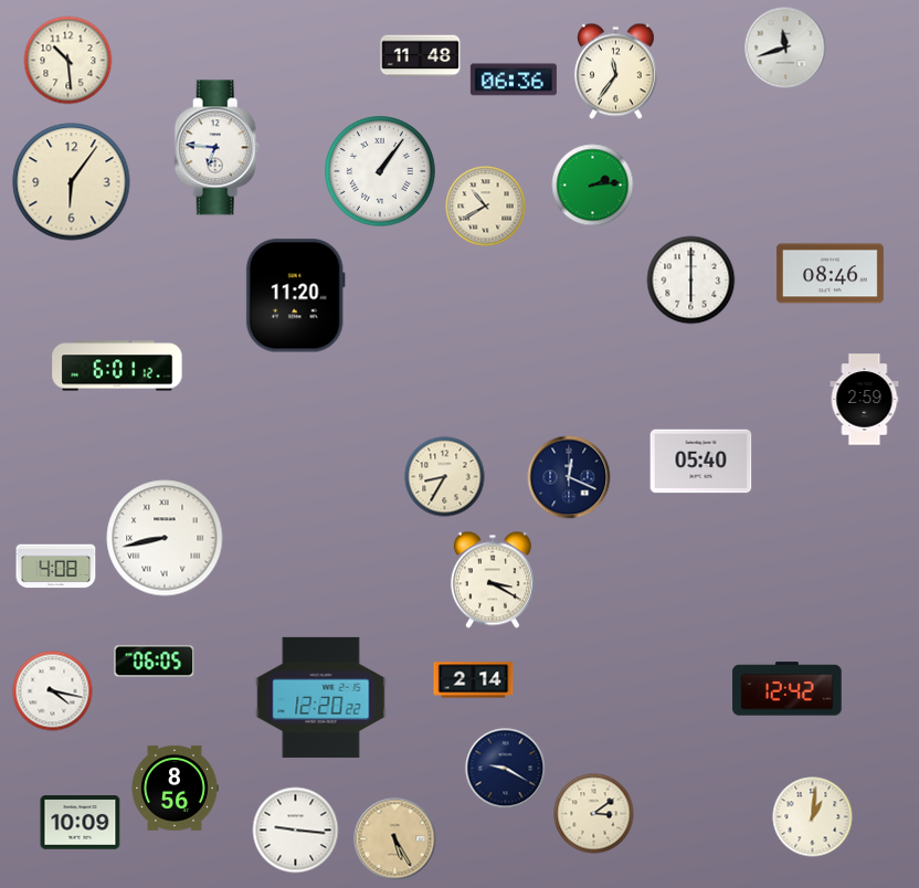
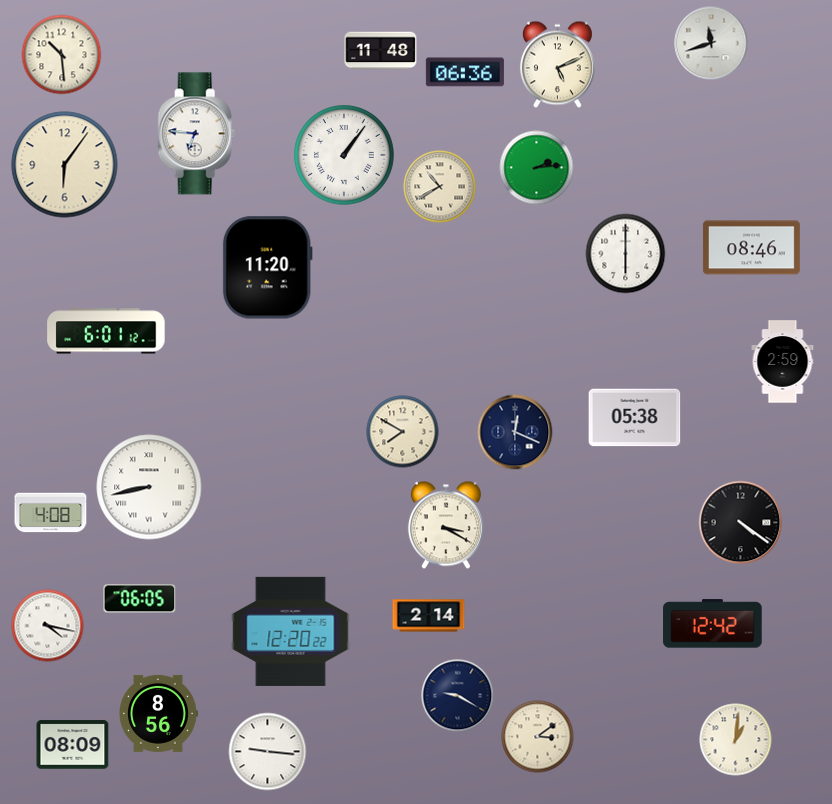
clock at (615, 72): 11:36 -> 5:11
clock at (701, 462): 05:40 -> 05:38
clock at (445, 477): 8:35 -> 7:50
clock at (741, 523): none -> 4:21
clock at (81, 823): 10:09 -> 08:09
clock at (395, 839): 5:25 -> none
